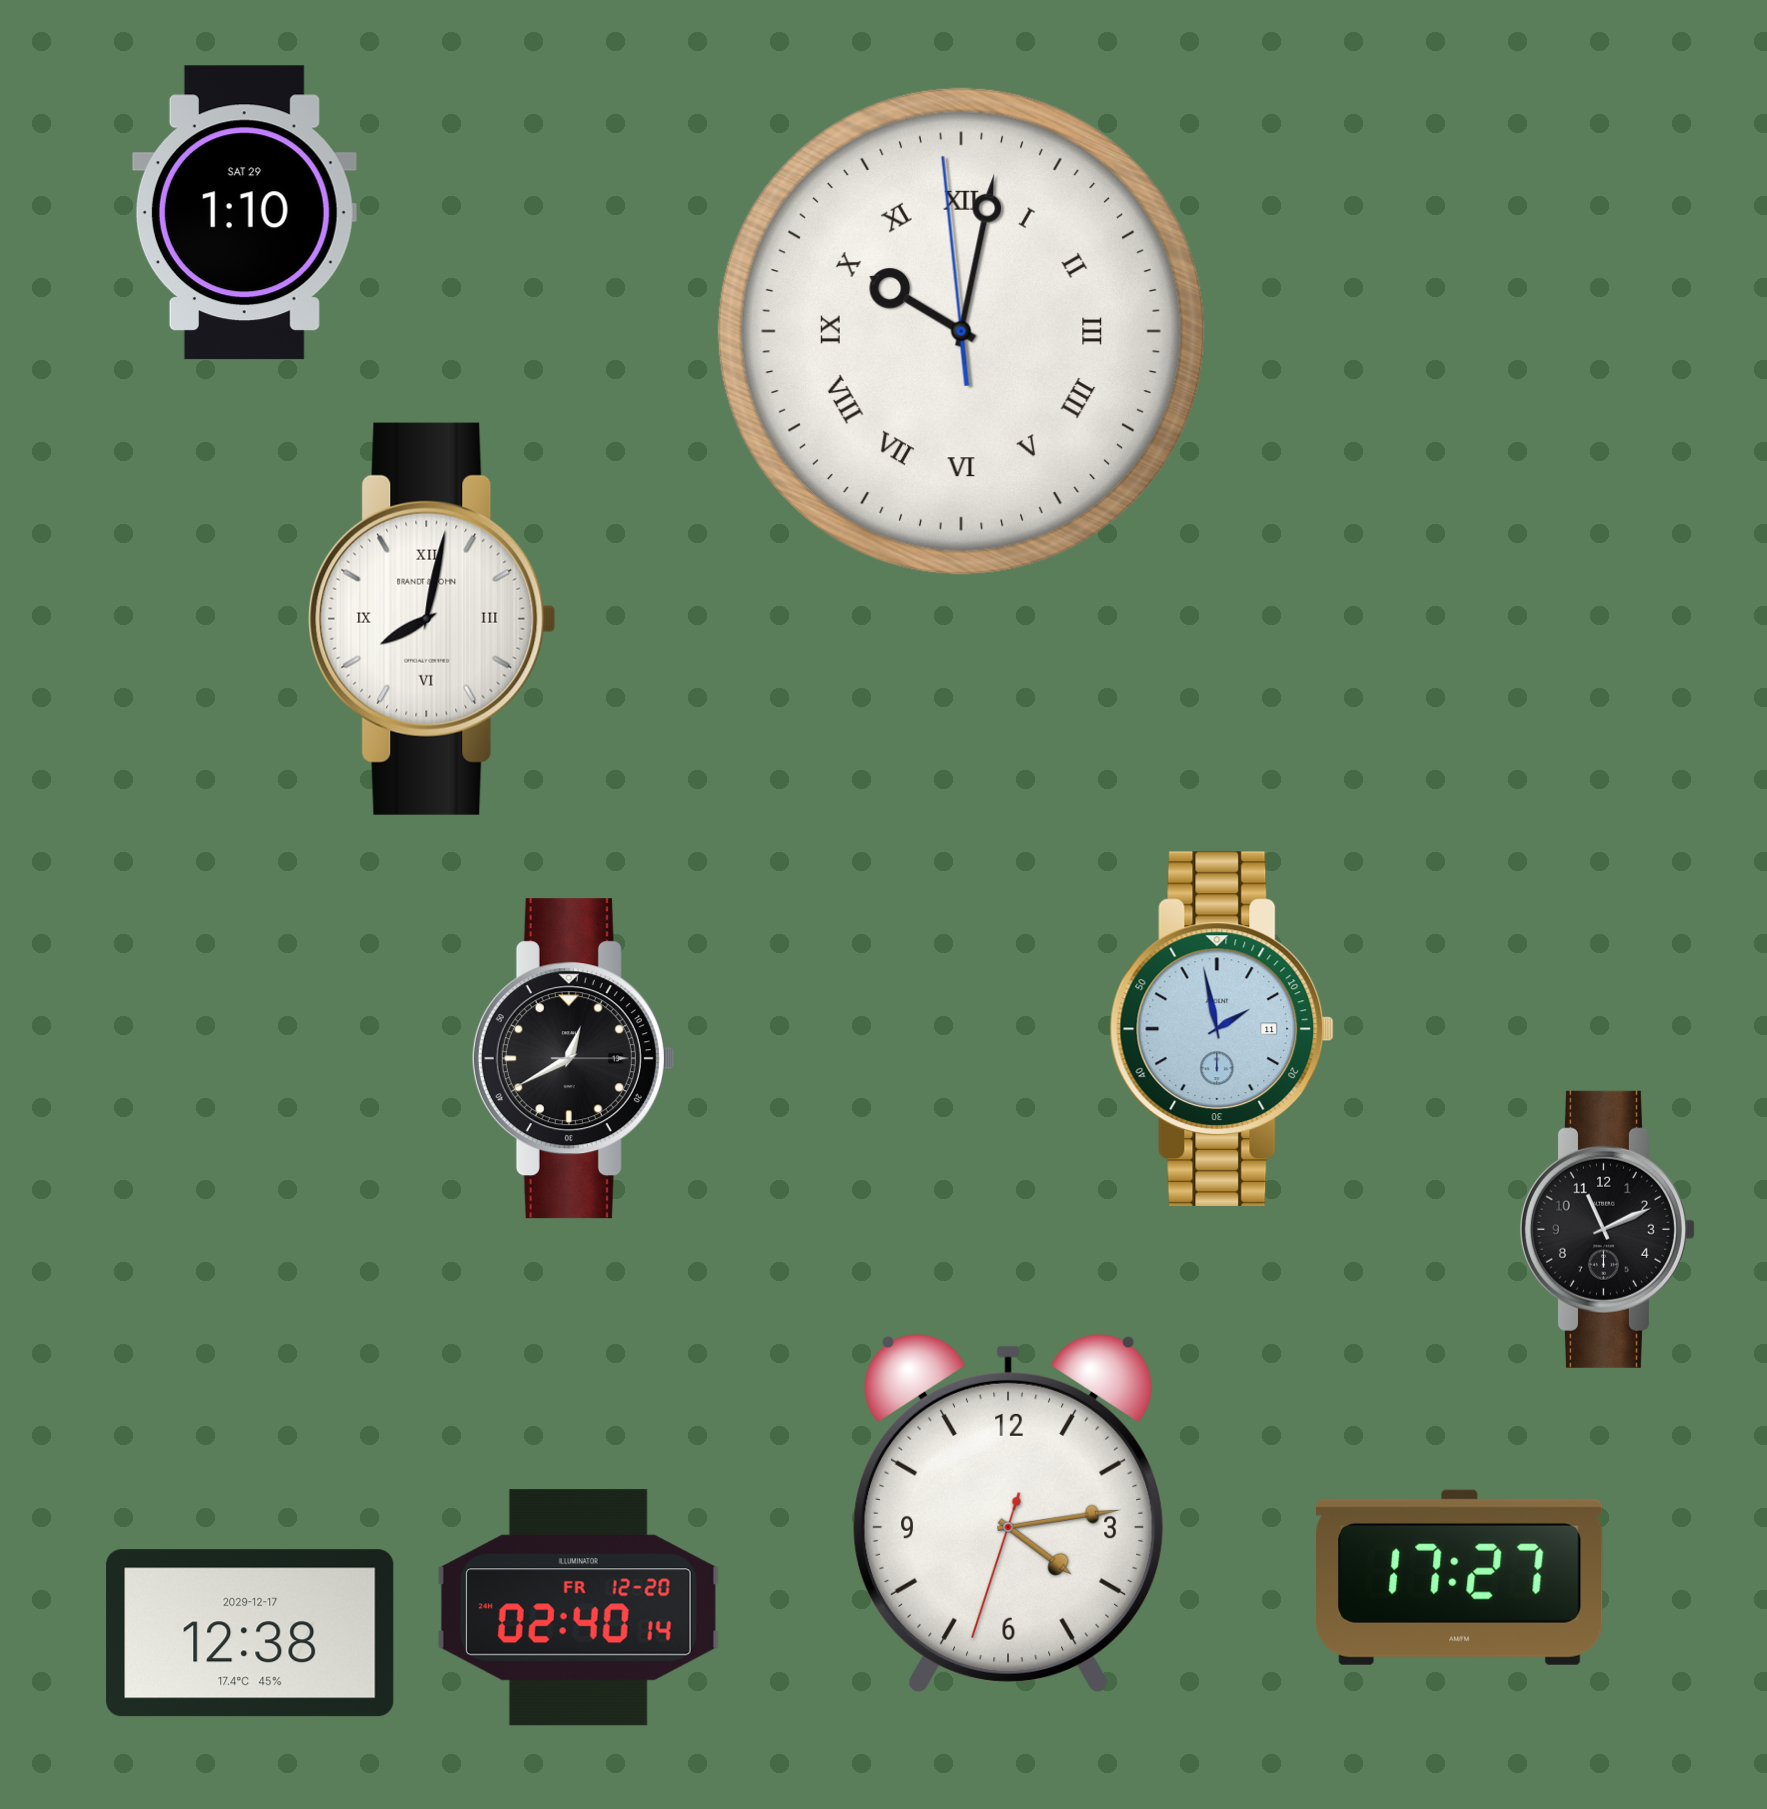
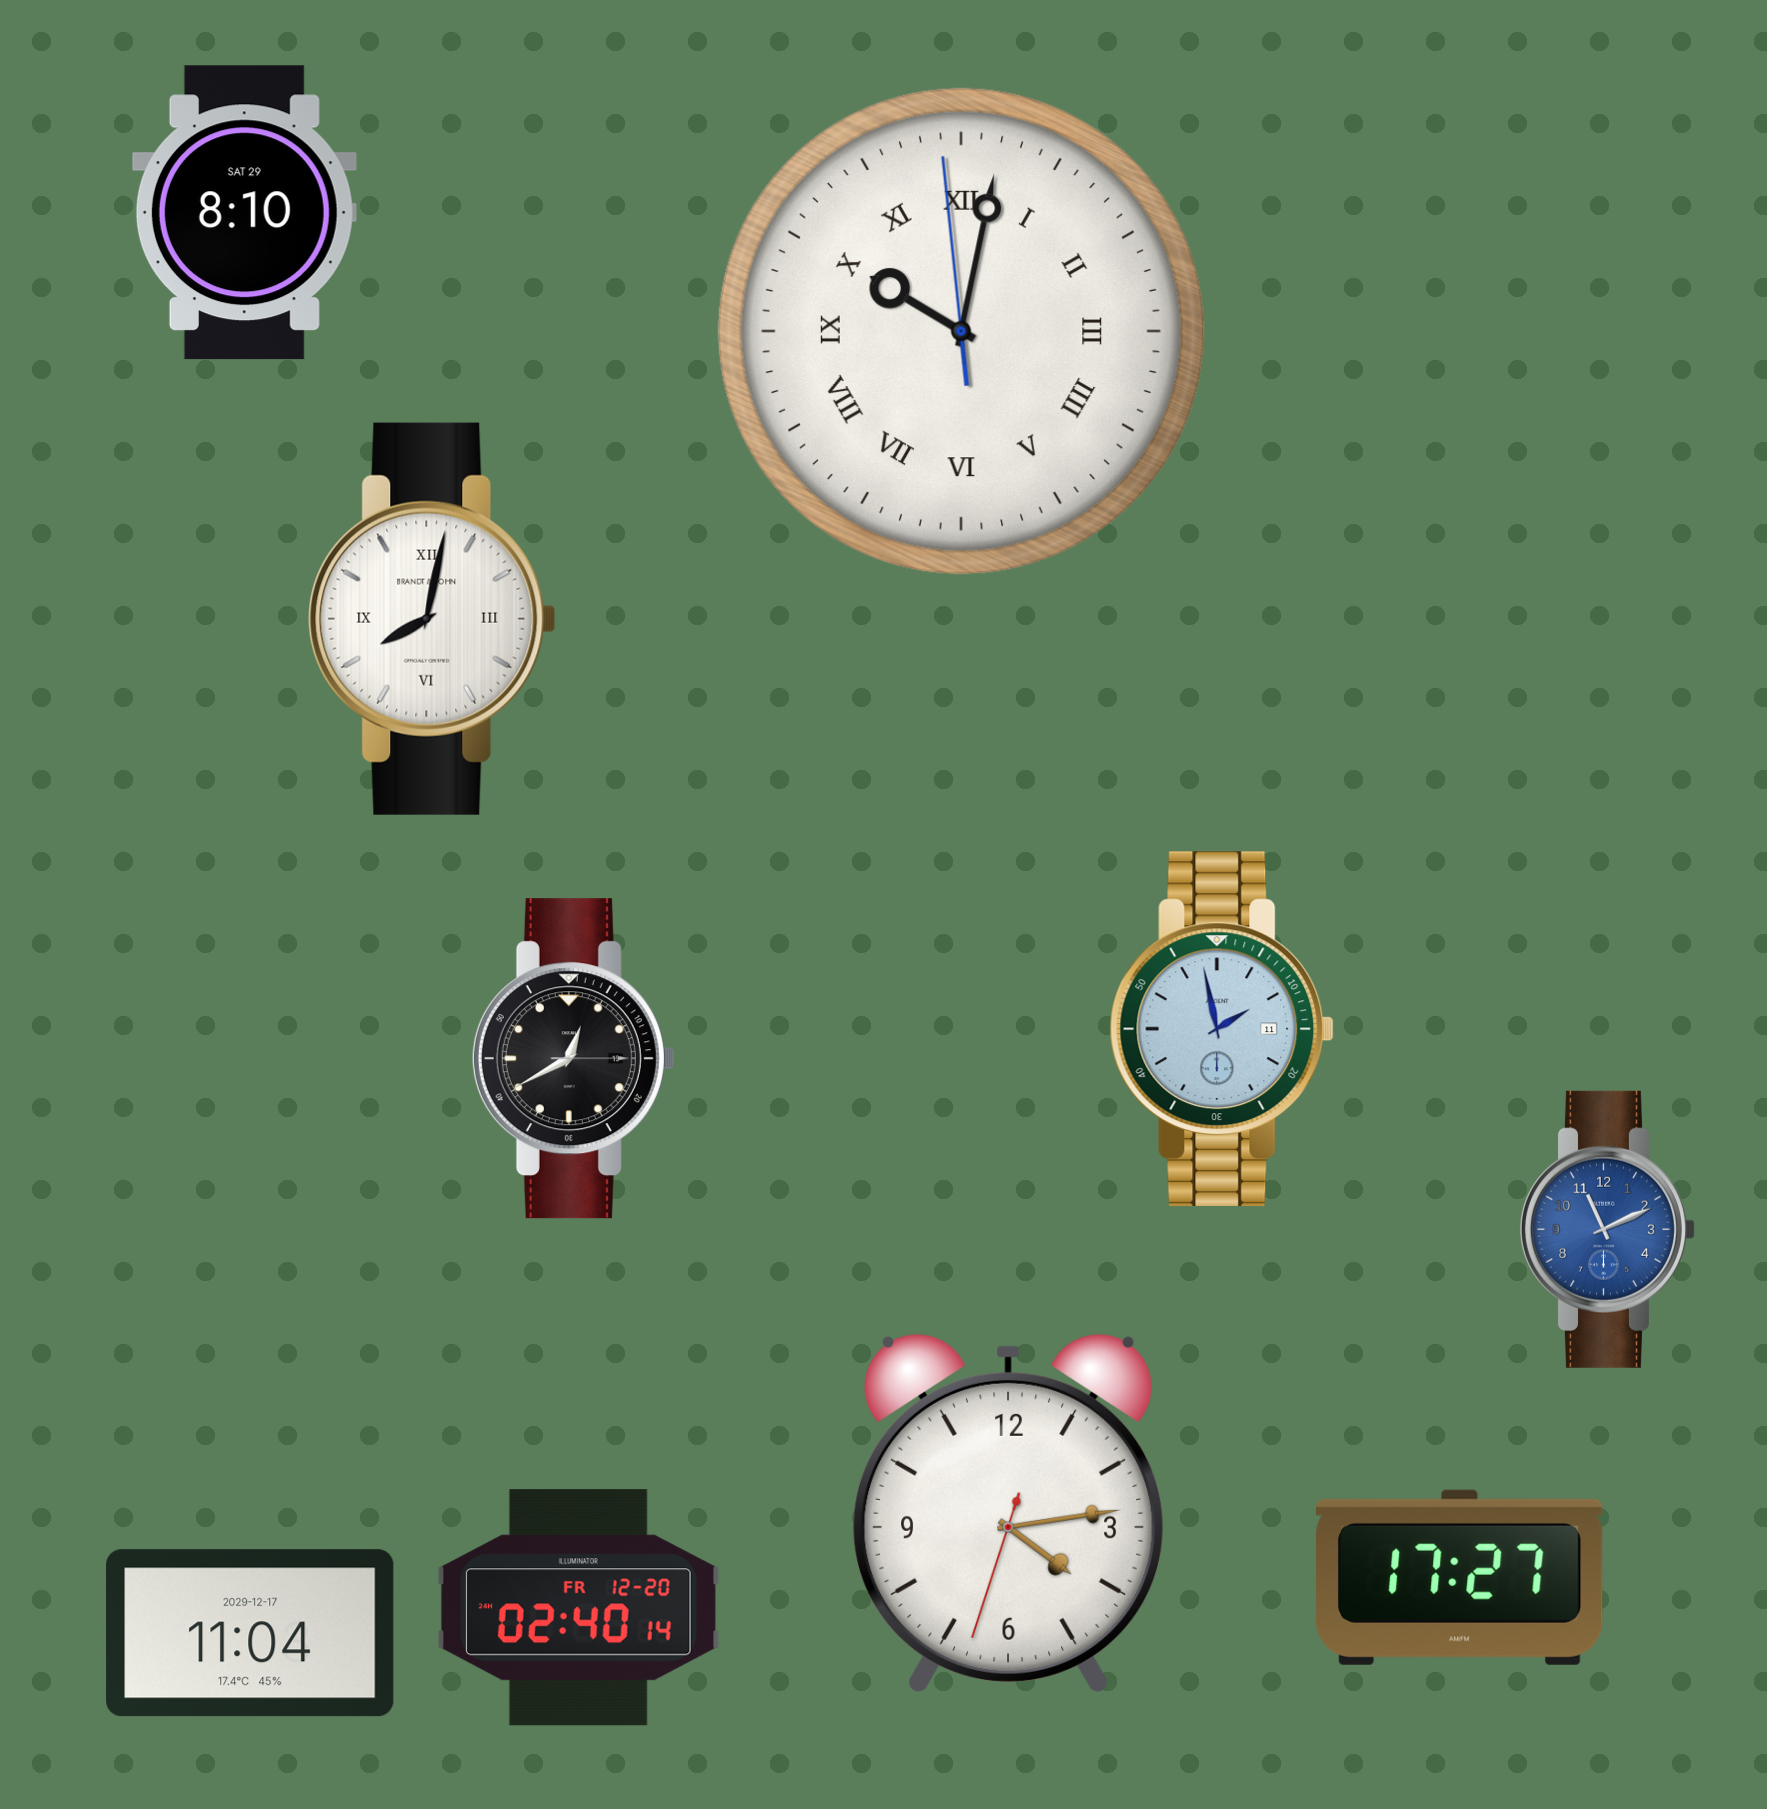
clock at (244, 213): 1:10 -> 8:10
clock at (1607, 1229) dial: black -> blue
clock at (250, 1633): 12:38 -> 11:04
